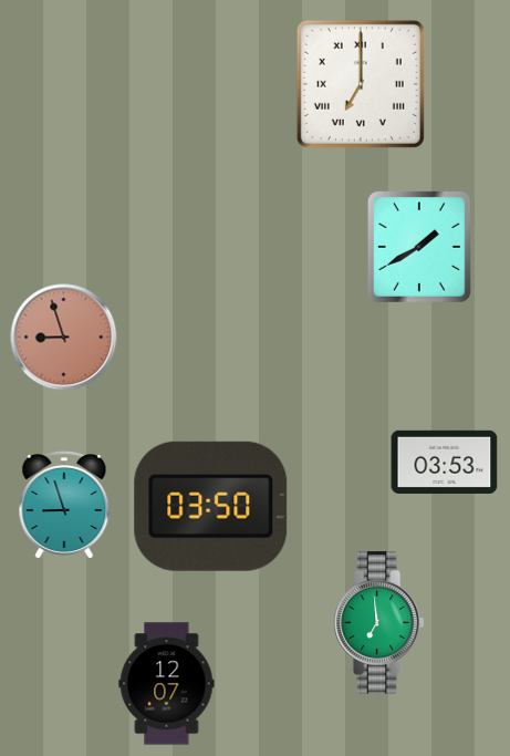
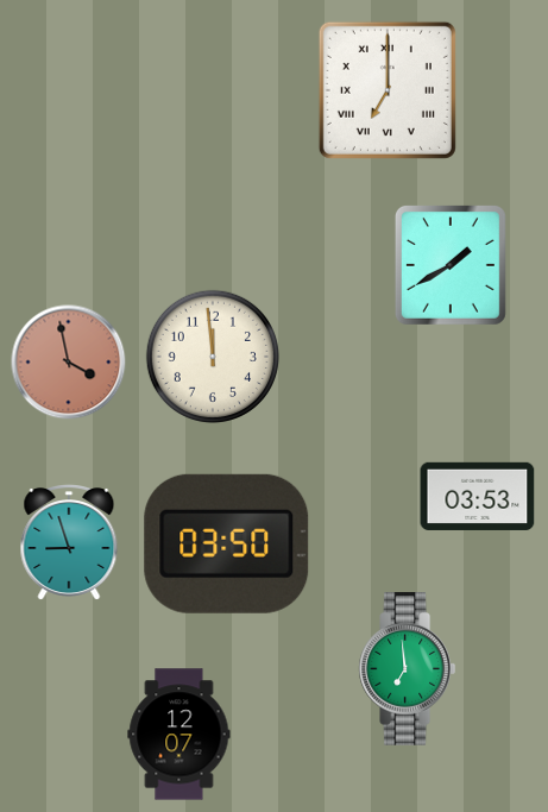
clock at (213, 357): none -> 11:59
clock at (64, 338): 8:57 -> 3:58
